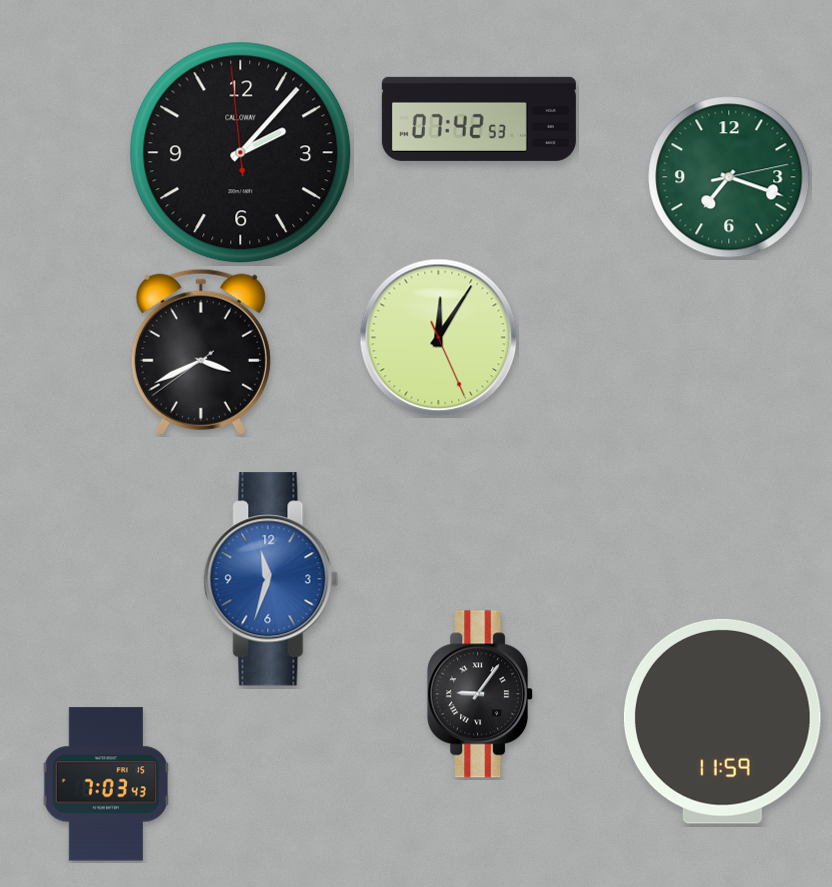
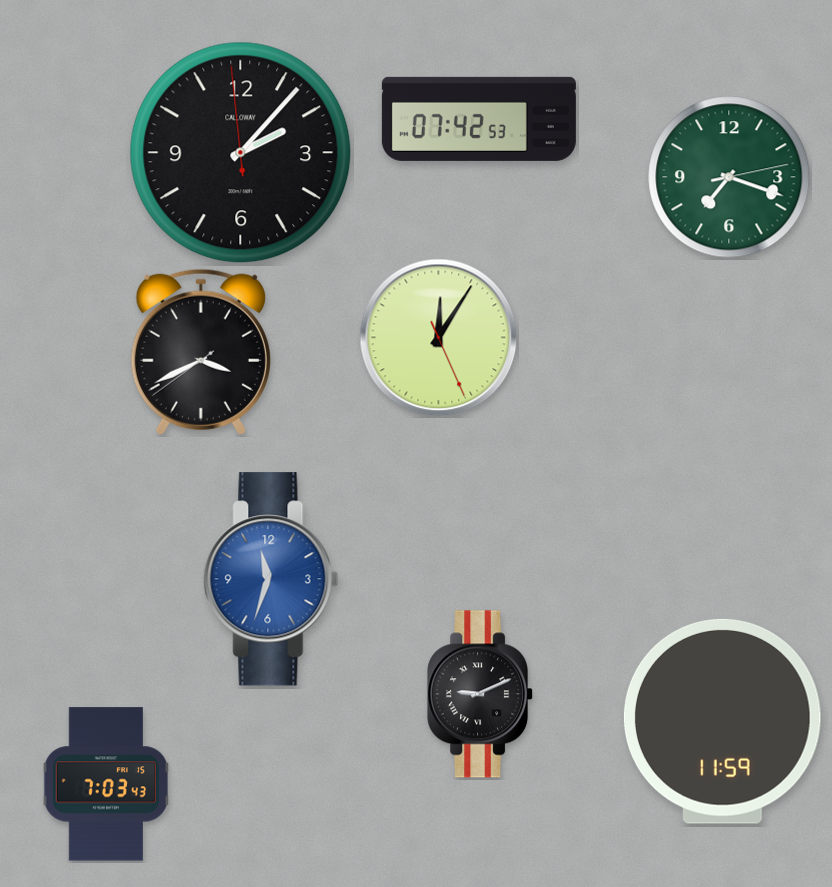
clock at (481, 694): 9:06 -> 9:11
